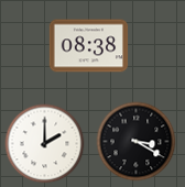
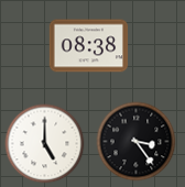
clock at (137, 142): 3:20 -> 3:24
clock at (45, 144): 2:00 -> 5:00
